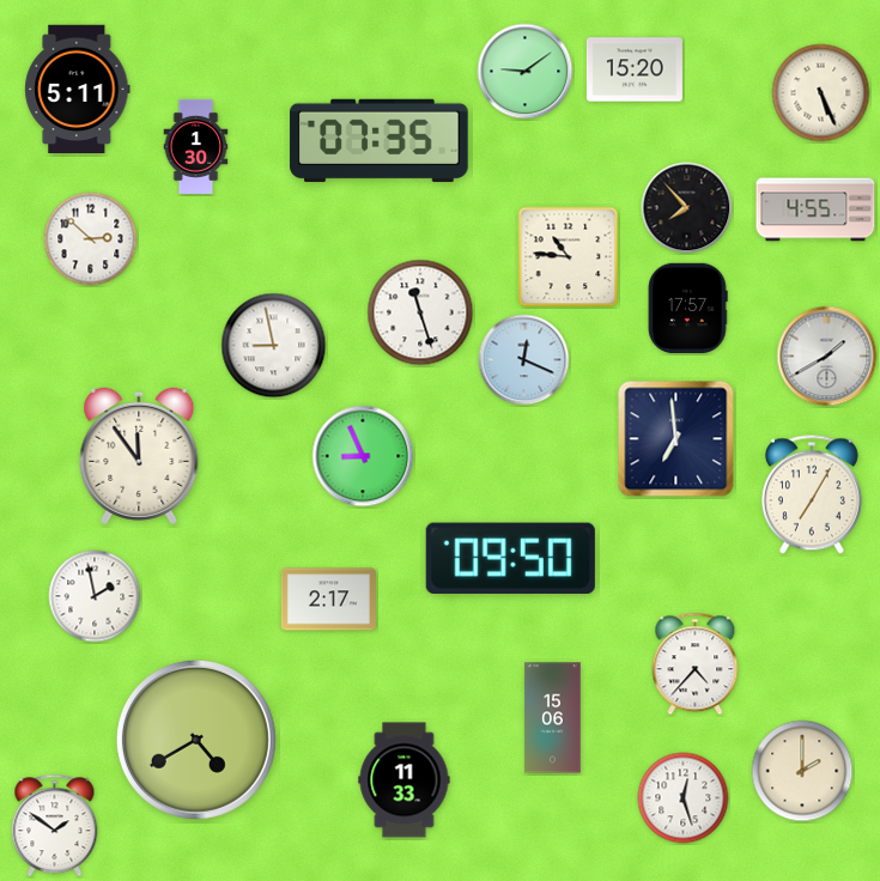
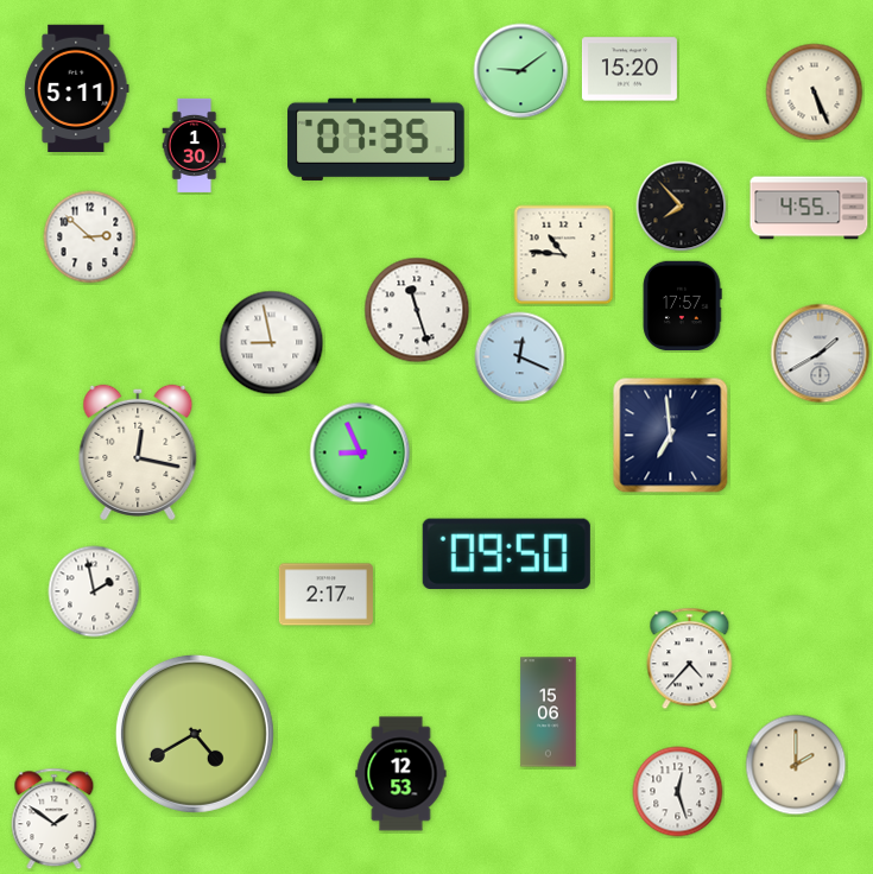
clock at (139, 456): 11:54 -> 12:17
clock at (812, 494): 7:05 -> none
clock at (405, 780): 11:33 -> 12:53
